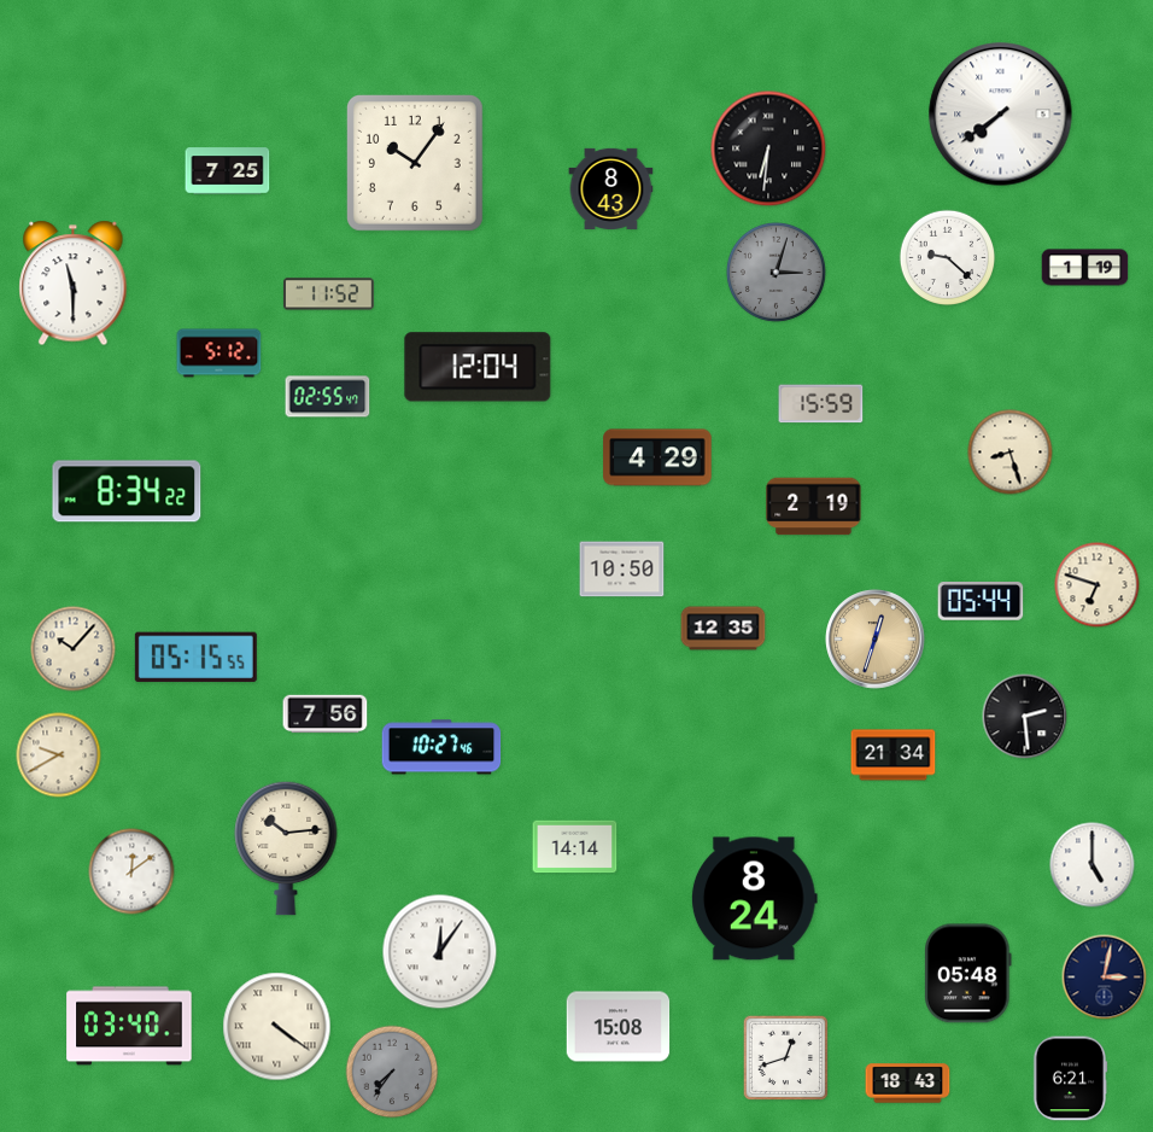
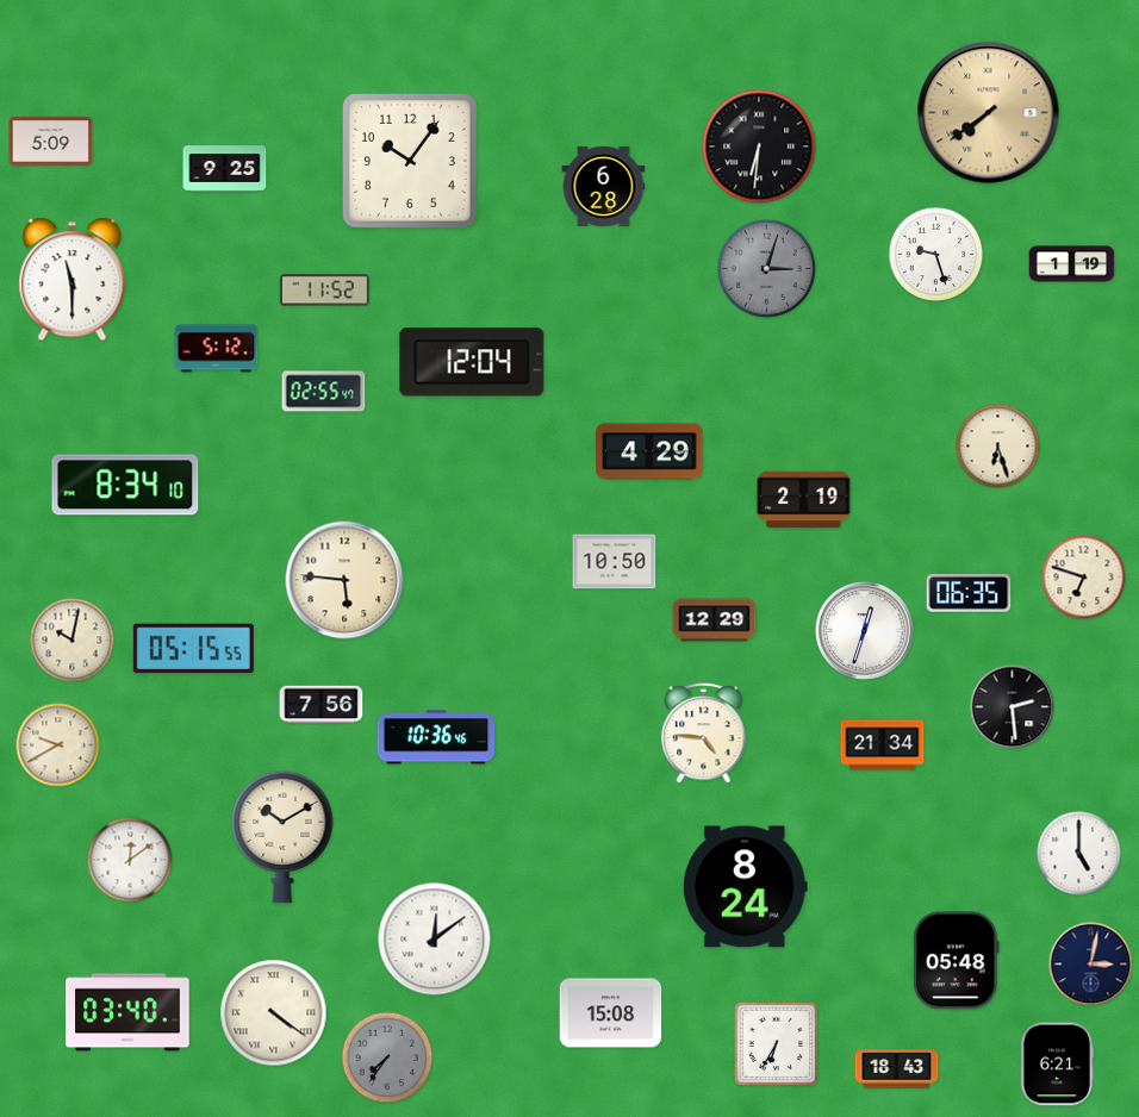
clock at (1001, 115) dial: white -> champagne
clock at (51, 141): none -> 5:09
clock at (228, 171): 7:25 -> 9:25
clock at (611, 188): 8:43 -> 6:28
clock at (948, 258): 9:22 -> 9:27
clock at (821, 404): 15:59 -> none
clock at (1011, 453): 8:27 -> 6:27
clock at (127, 491): 8:34:22 -> 8:34:10
clock at (344, 580): none -> 5:46
clock at (981, 602): 05:44 -> 06:35
clock at (724, 629): 12:35 -> 12:29
clock at (876, 640) dial: champagne -> white
clock at (74, 649): 10:07 -> 10:02
clock at (704, 734): none -> 4:46
clock at (441, 747): 10:27 -> 10:36
clock at (575, 847): 14:14 -> none
clock at (286, 848): 10:14 -> 10:10
clock at (440, 952): 12:06 -> 12:09
clock at (786, 1058): 12:42 -> 6:35
